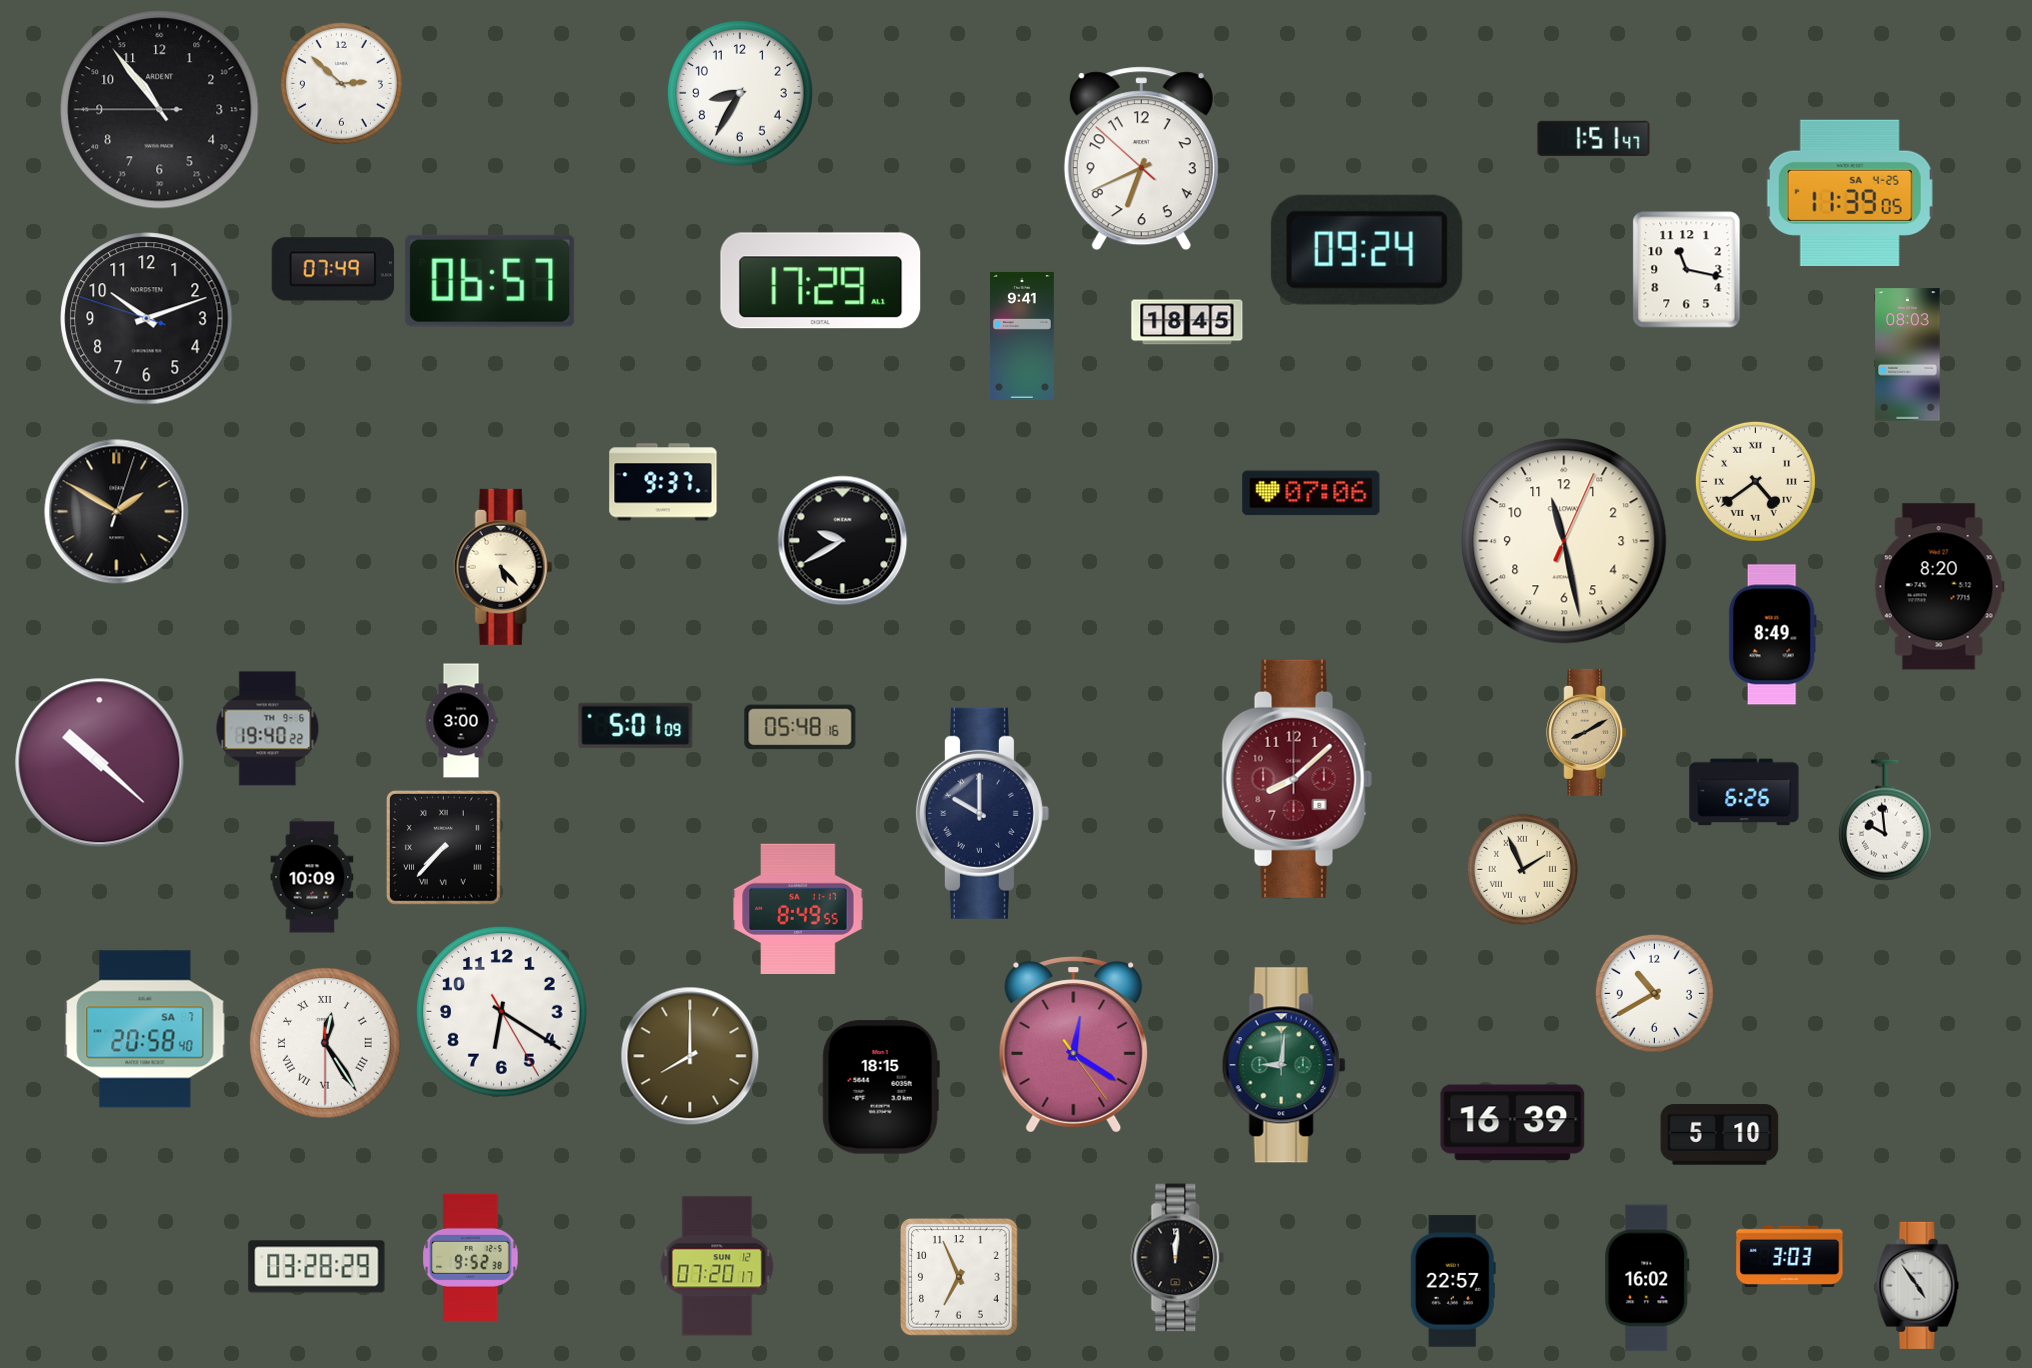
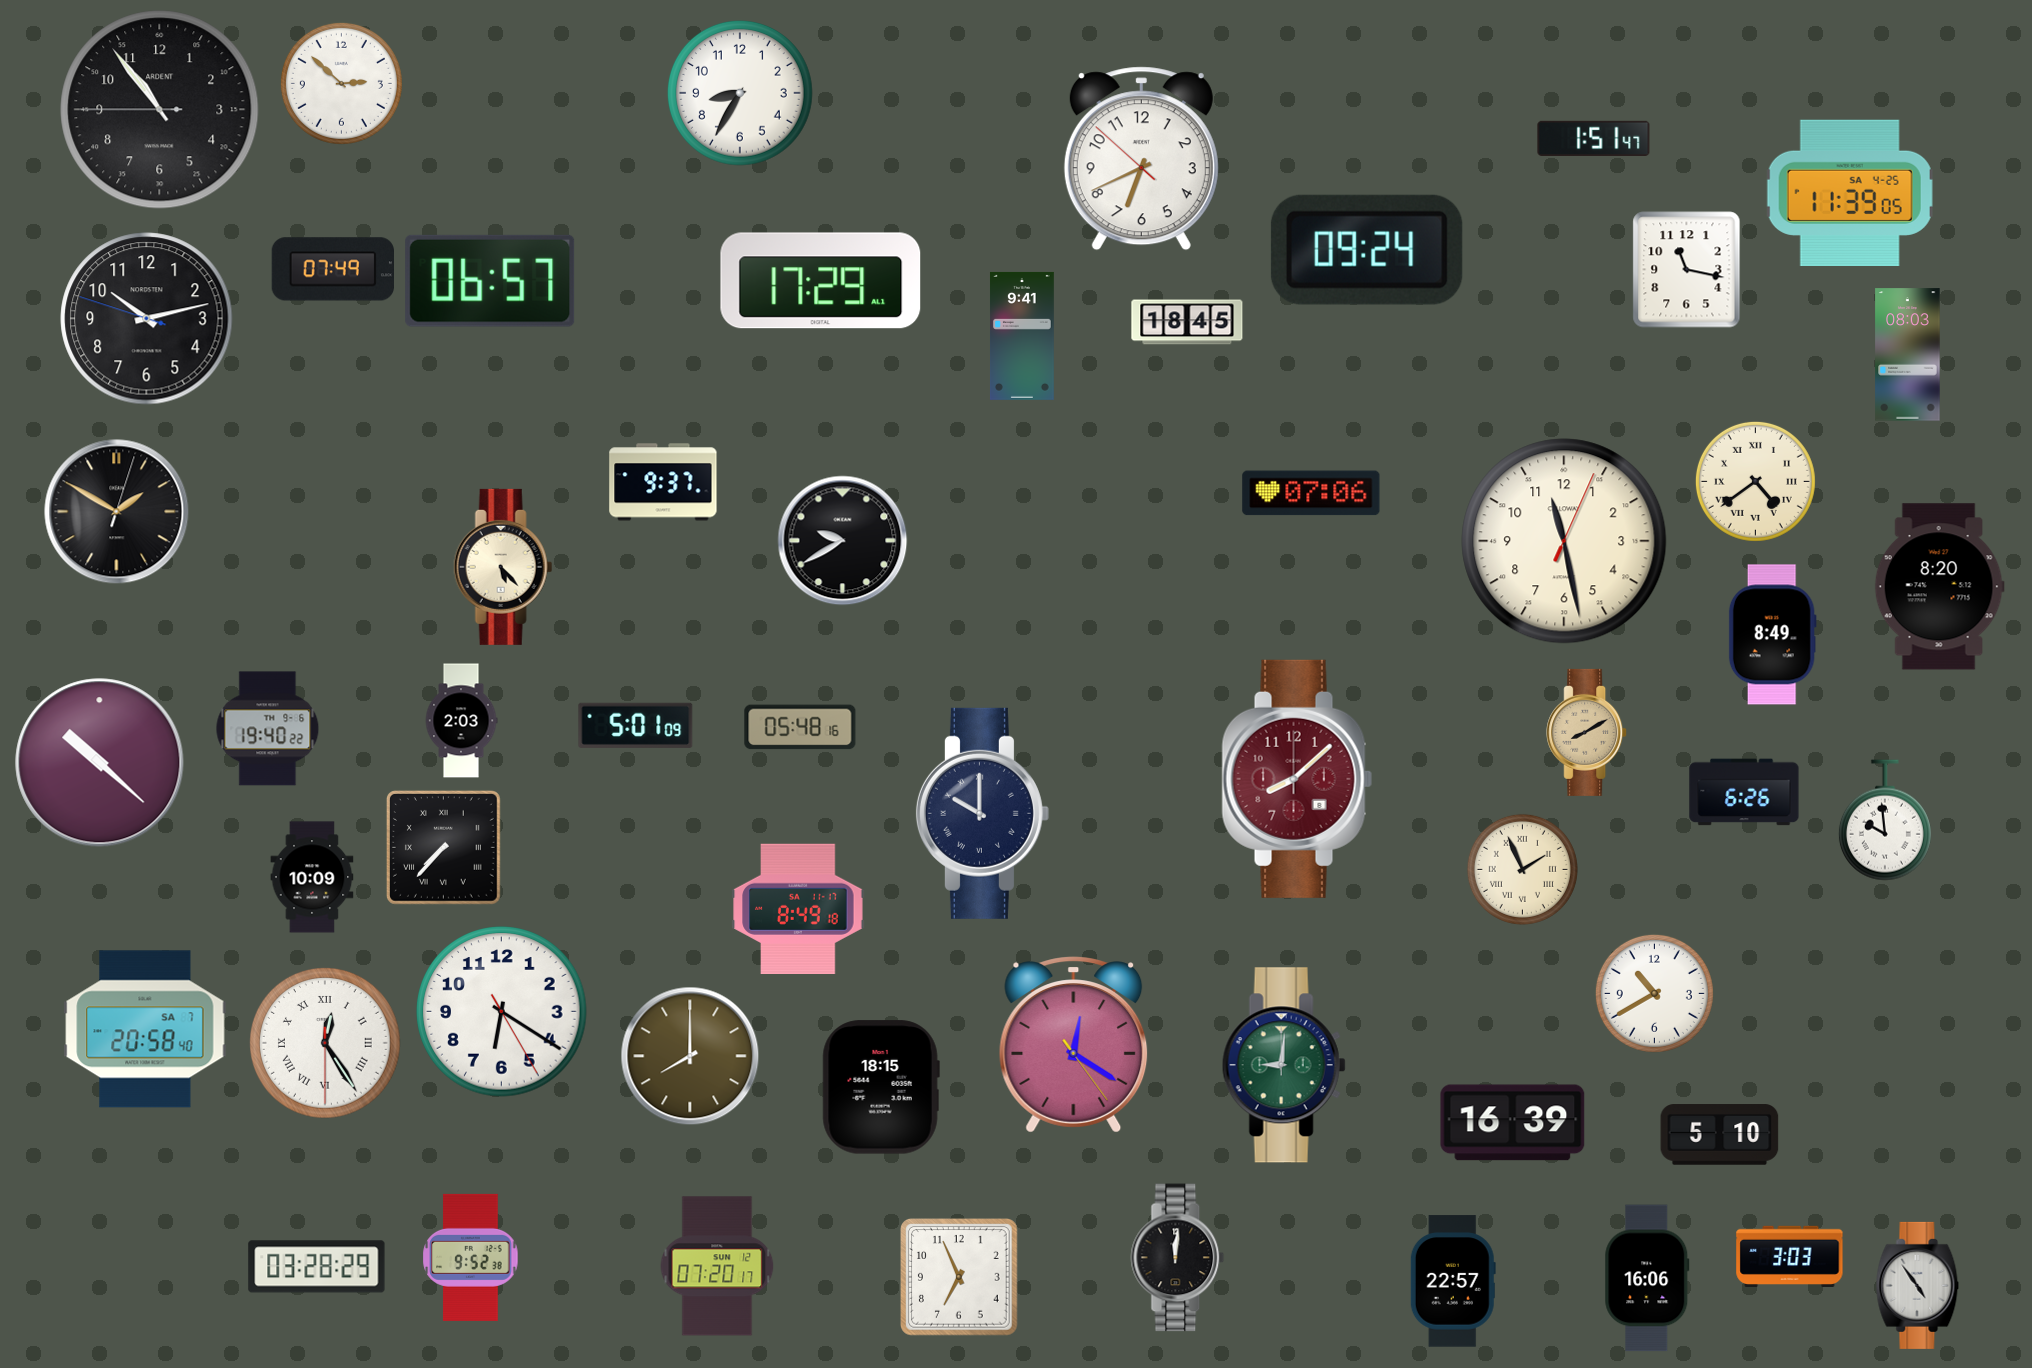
clock at (147, 319): 10:11 -> 10:12
clock at (461, 721): 3:00 -> 2:03
clock at (798, 908): 8:49:55 -> 8:49:18
clock at (1647, 1278): 16:02 -> 16:06
